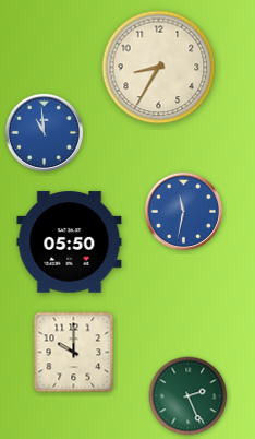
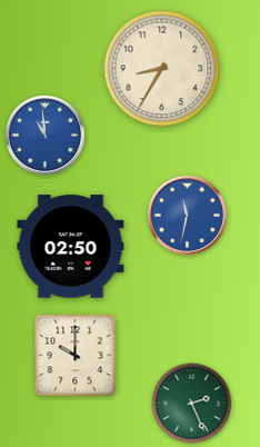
clock at (70, 242): 05:50 -> 02:50
clock at (74, 353) position: (74, 353) -> (76, 356)
